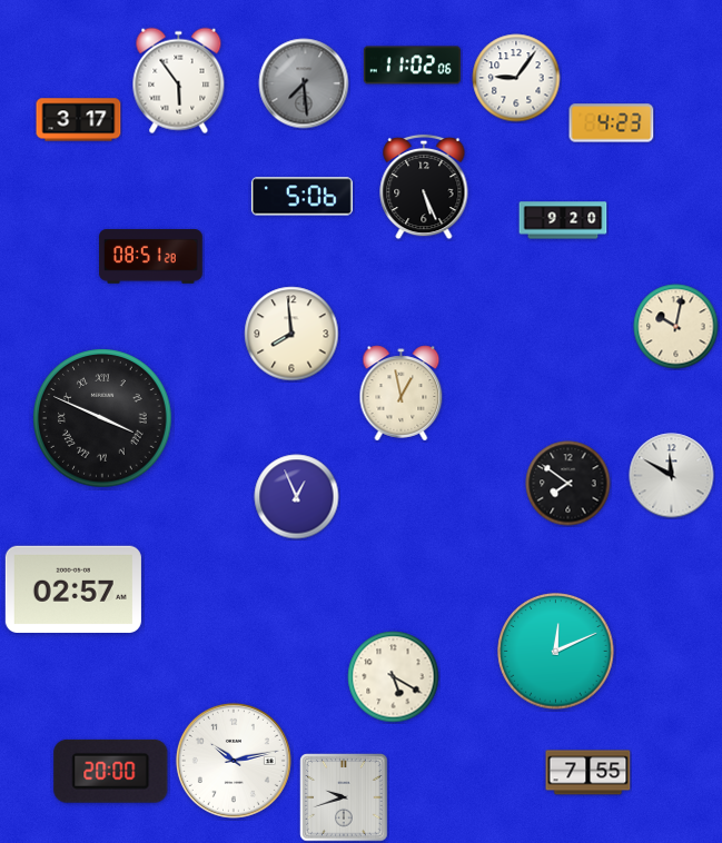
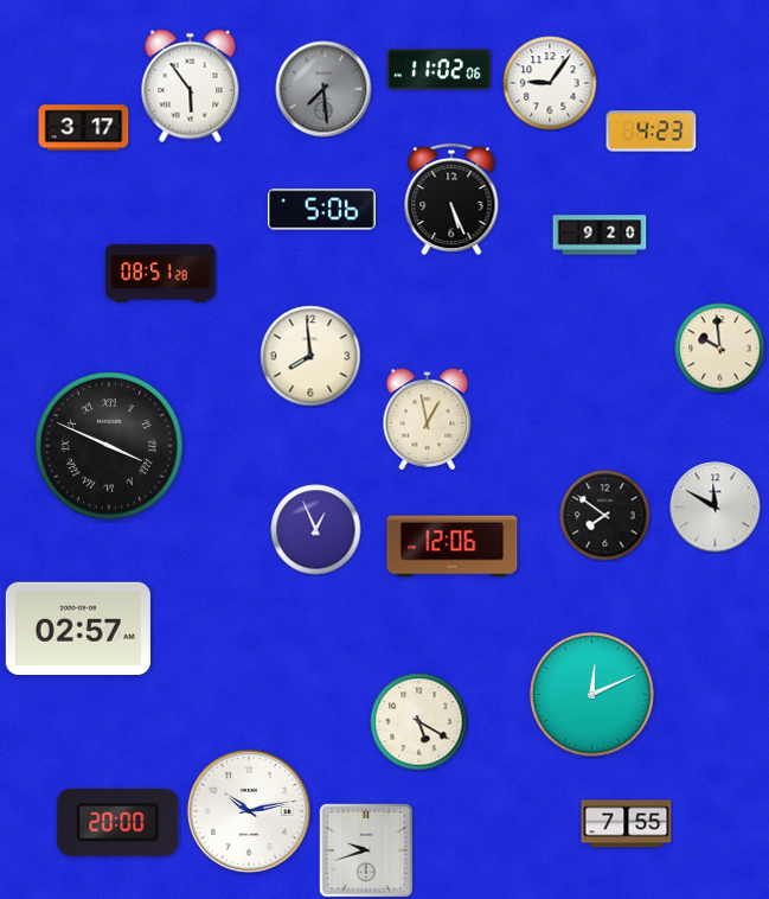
clock at (676, 327): 10:02 -> 9:59
clock at (453, 547): none -> 12:06
